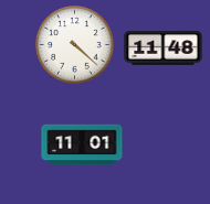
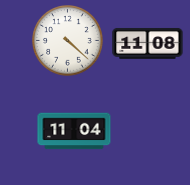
clock at (164, 47): 11:48 -> 11:08
clock at (82, 144): 11:01 -> 11:04
